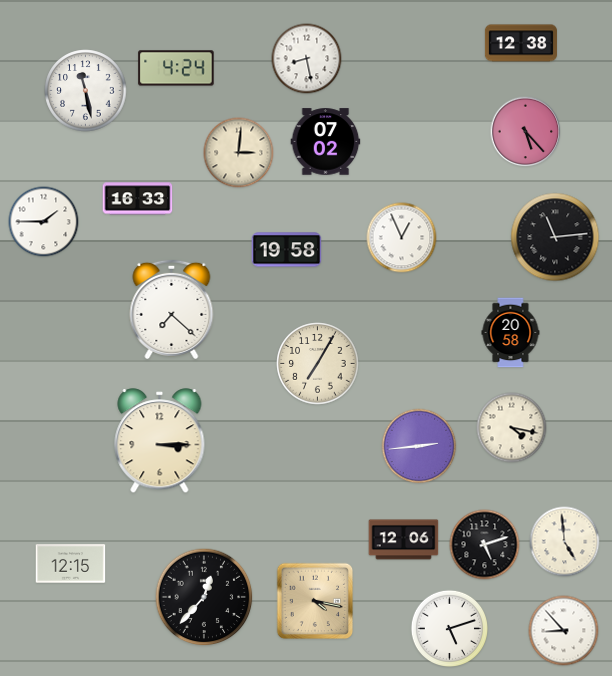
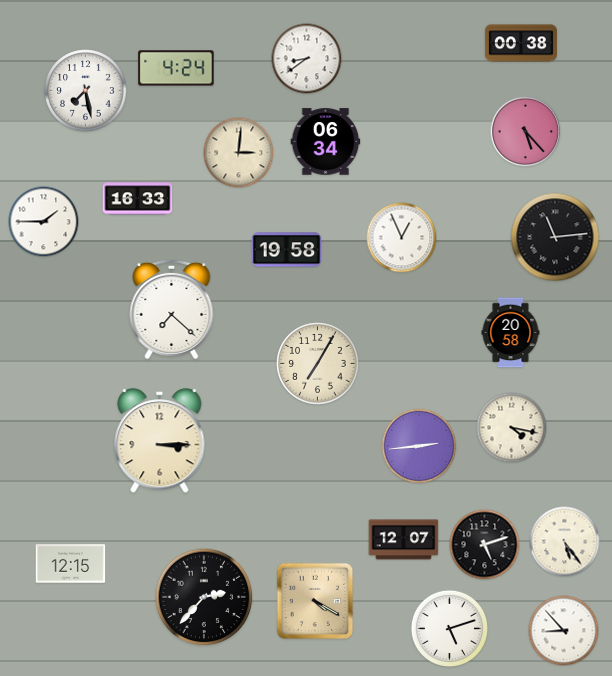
clock at (521, 43): 12:38 -> 00:38
clock at (307, 59): 8:28 -> 8:39
clock at (86, 91): 11:28 -> 7:28
clock at (326, 142): 07:02 -> 06:34
clock at (404, 540): 12:06 -> 12:07
clock at (565, 542): 4:59 -> 5:24
clock at (204, 597): 12:37 -> 2:37
clock at (315, 601): 4:17 -> 4:20
